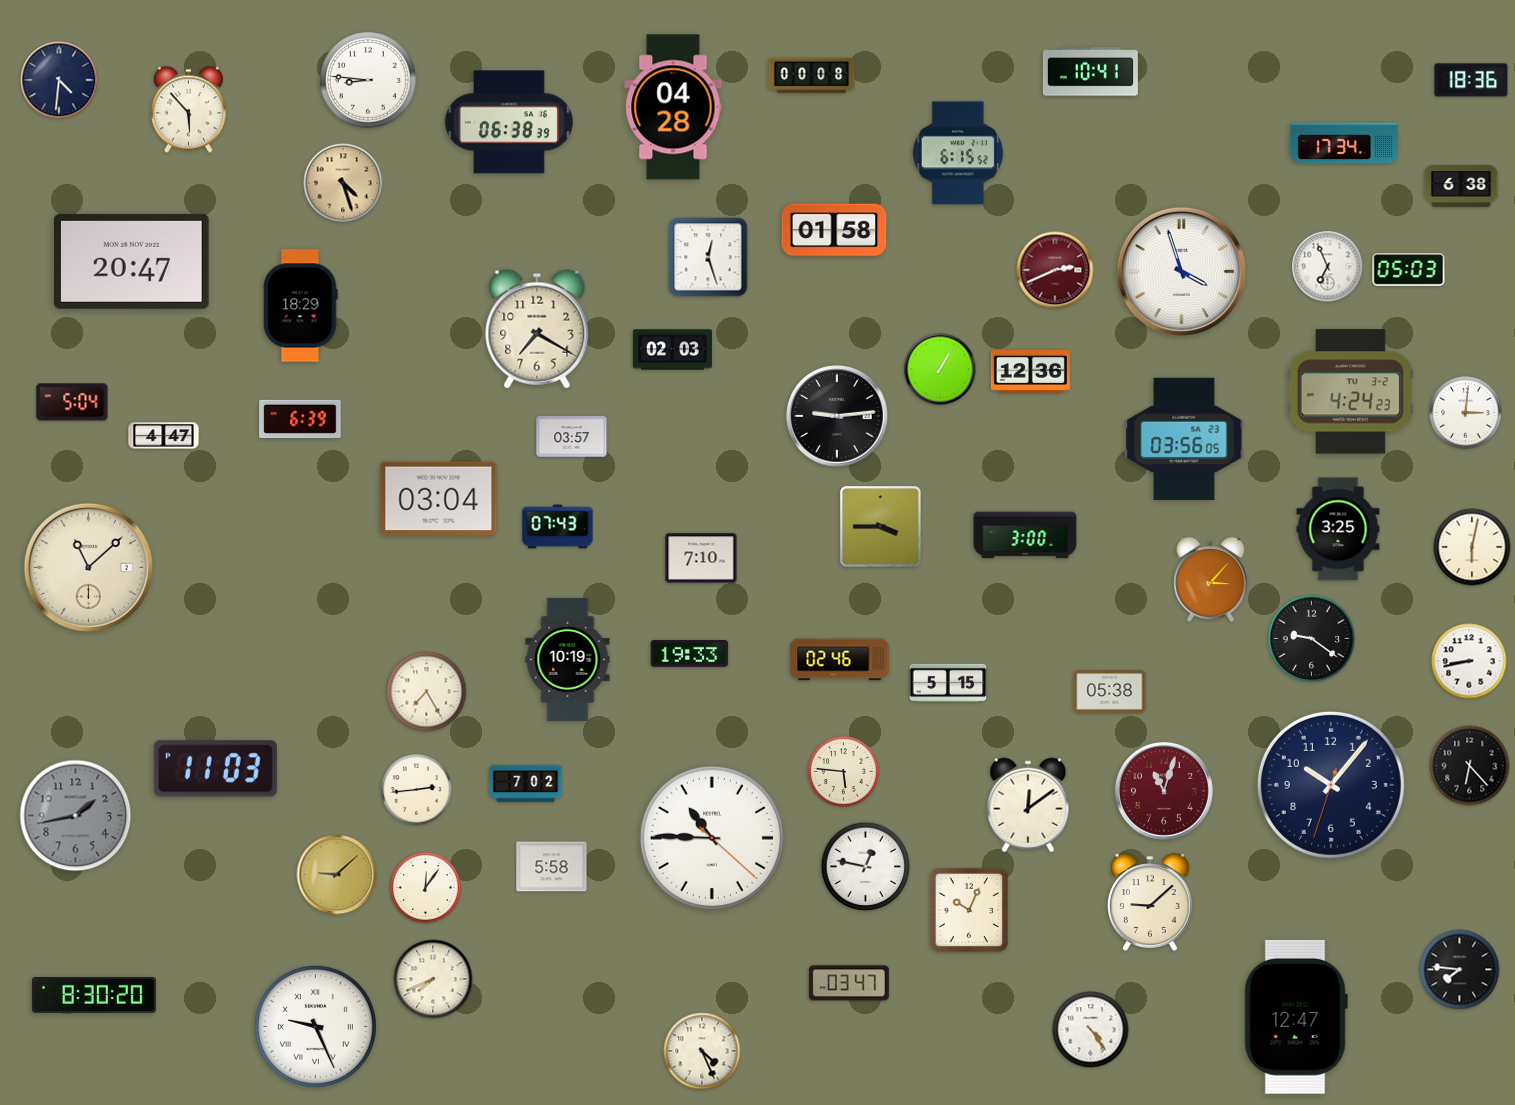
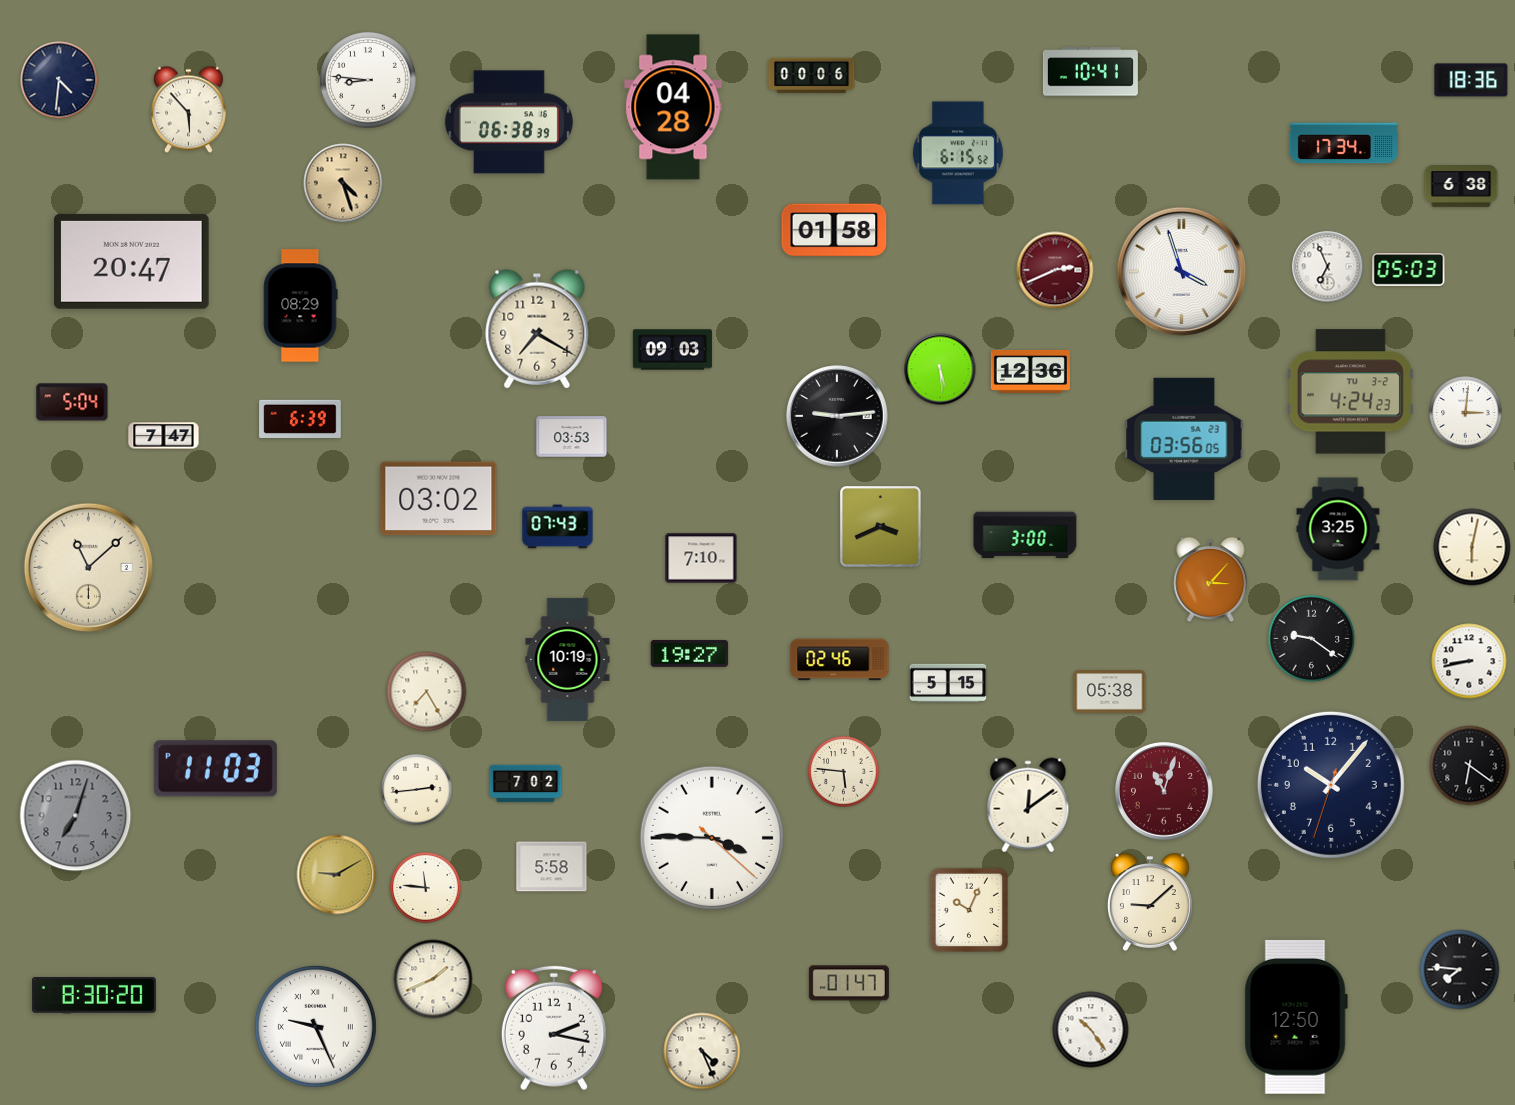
clock at (812, 76): 00:08 -> 00:06
clock at (708, 257): 12:27 -> none
clock at (301, 306): 18:29 -> 08:29
clock at (672, 350): 02:03 -> 09:03
clock at (940, 369): 1:05 -> 5:29
clock at (164, 436): 4:47 -> 7:47
clock at (572, 437): 03:57 -> 03:53
clock at (439, 499): 03:04 -> 03:02
clock at (881, 527): 3:45 -> 3:41
clock at (690, 653): 19:33 -> 19:27
clock at (1470, 766): 6:23 -> 6:21
clock at (76, 816): 1:43 -> 7:03
clock at (712, 838): 10:45 -> 3:45
clock at (866, 867): 12:47 -> none
clock at (337, 875): 9:08 -> 9:10
clock at (426, 888): 12:06 -> 11:46
clock at (433, 979): 7:41 -> 1:41
clock at (849, 983): 03:47 -> 01:47
clock at (1296, 1017): 12:47 -> 12:50
clock at (554, 1028): none -> 2:17
clock at (1091, 1030): 4:24 -> 10:24
